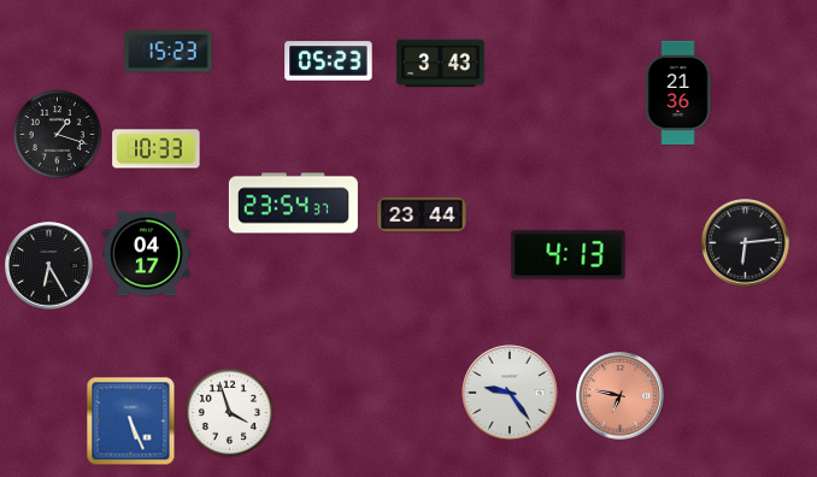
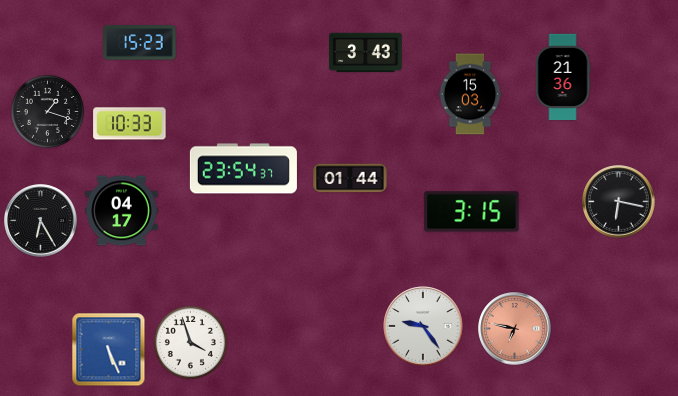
clock at (329, 61): 05:23 -> none
clock at (470, 94): none -> 15:03
clock at (422, 214): 23:44 -> 01:44
clock at (746, 243): 6:14 -> 6:17
clock at (569, 255): 4:13 -> 3:15
